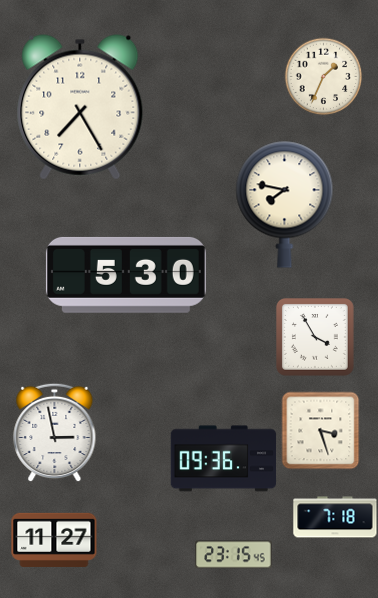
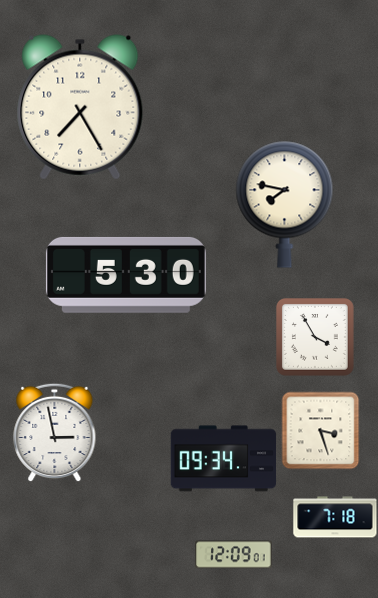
clock at (323, 76): 1:34 -> none
clock at (224, 459): 09:36 -> 09:34
clock at (54, 540): 11:27 -> none
clock at (234, 555): 23:15 -> 12:09
